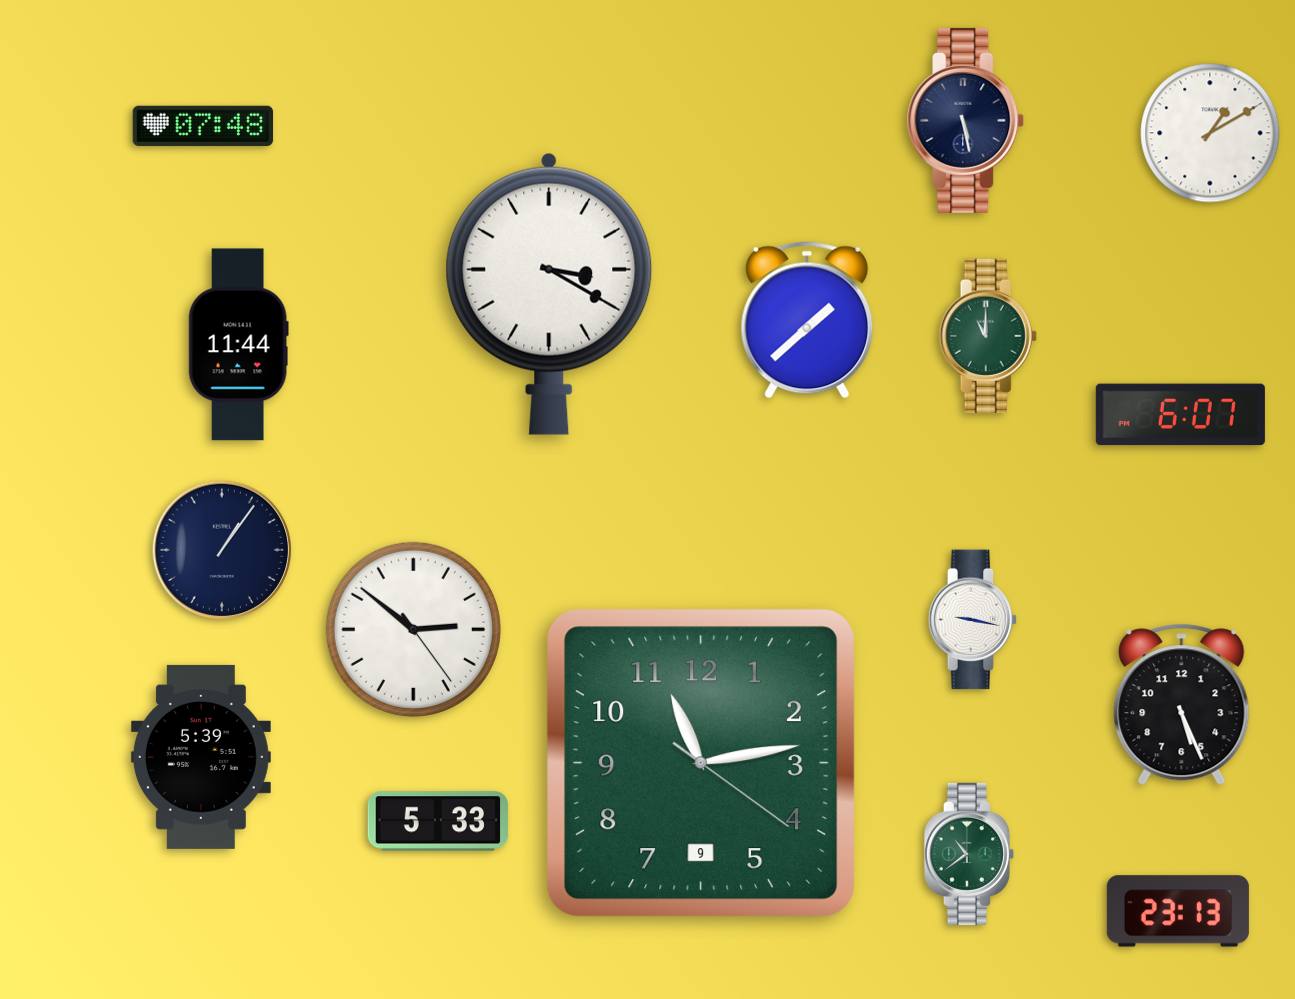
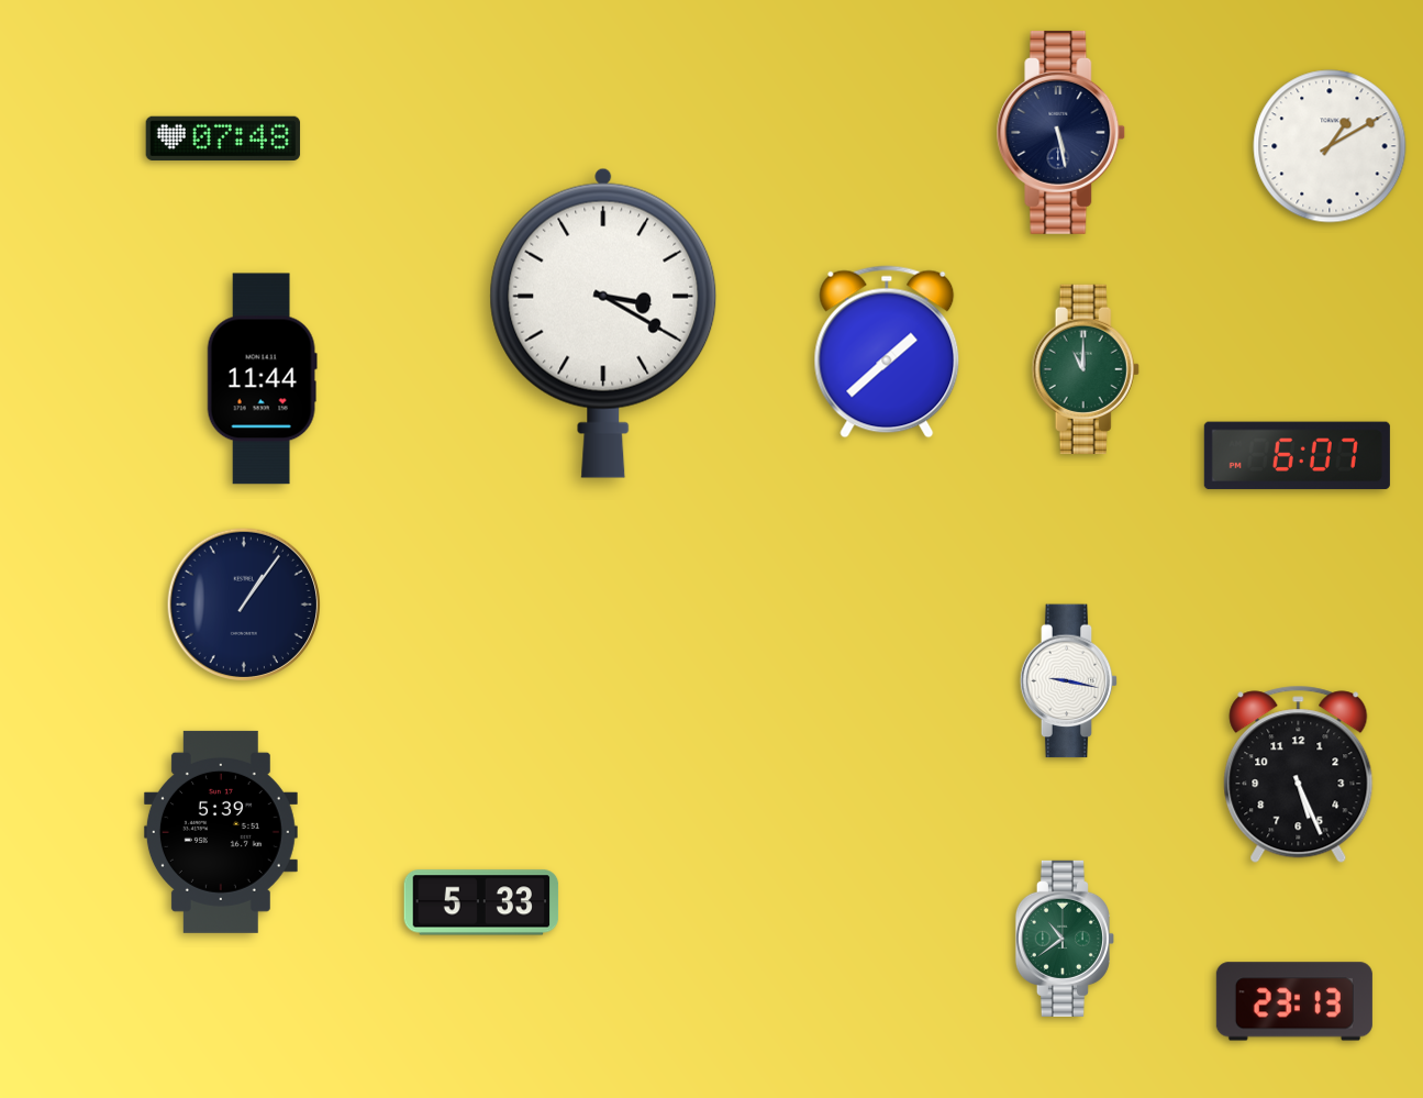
clock at (413, 629): 2:51 -> none
clock at (700, 762): 11:13 -> none
